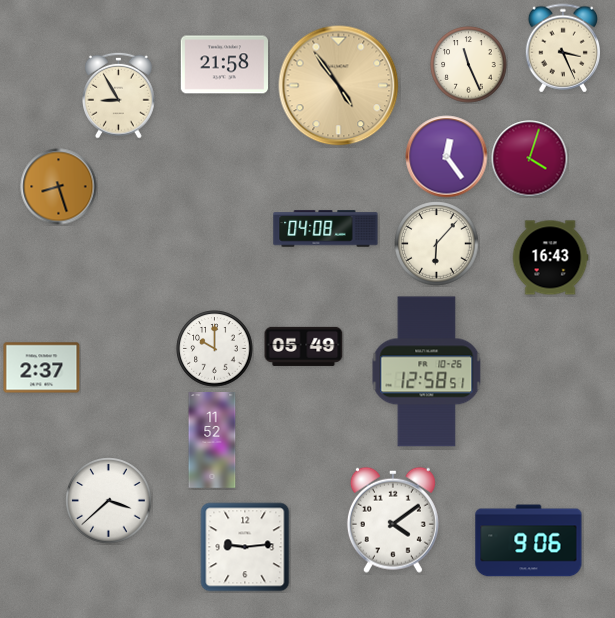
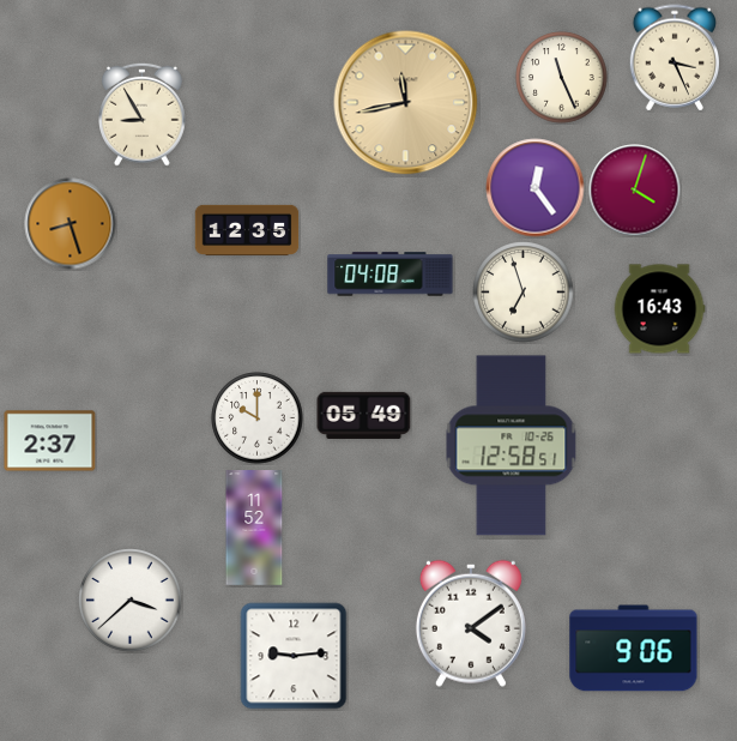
clock at (225, 65): 21:58 -> none
clock at (339, 86): 4:54 -> 11:43
clock at (247, 230): none -> 12:35
clock at (437, 244): 6:07 -> 6:57
